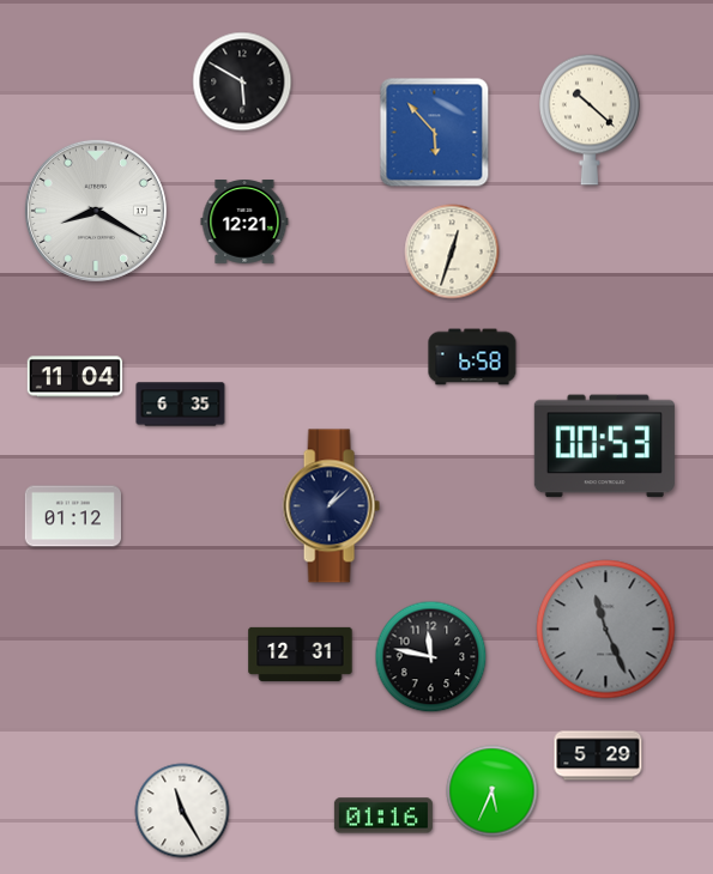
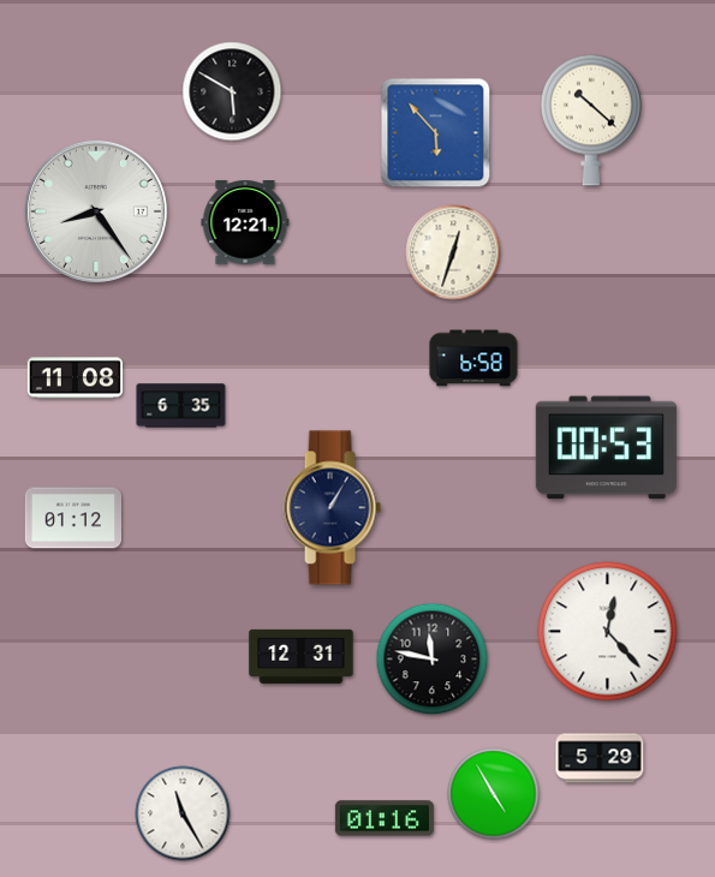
clock at (242, 81) position: (242, 81) -> (232, 91)
clock at (96, 211): 8:20 -> 8:24
clock at (75, 377): 11:04 -> 11:08
clock at (331, 506): 1:08 -> 1:05
clock at (606, 630): 11:26 -> 12:23
clock at (606, 630) dial: grey -> white
clock at (493, 791): 5:34 -> 4:55
